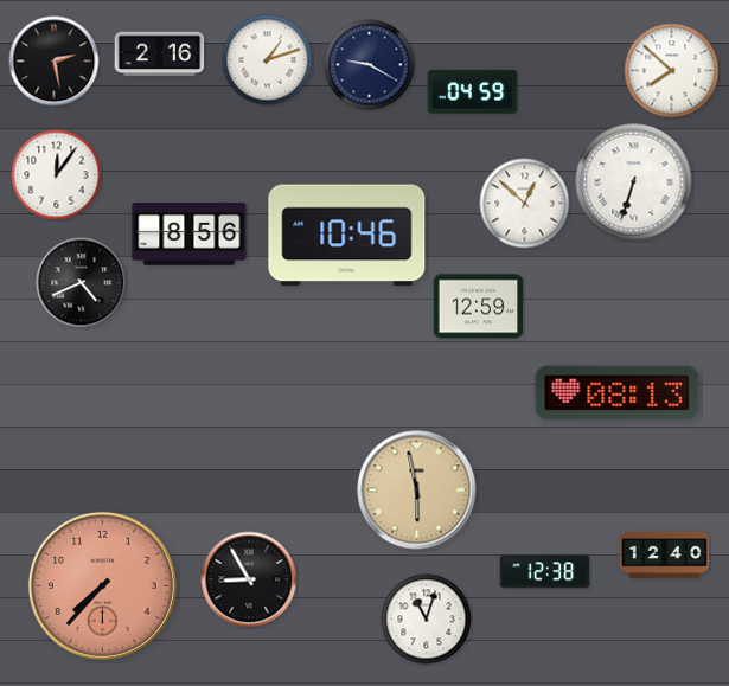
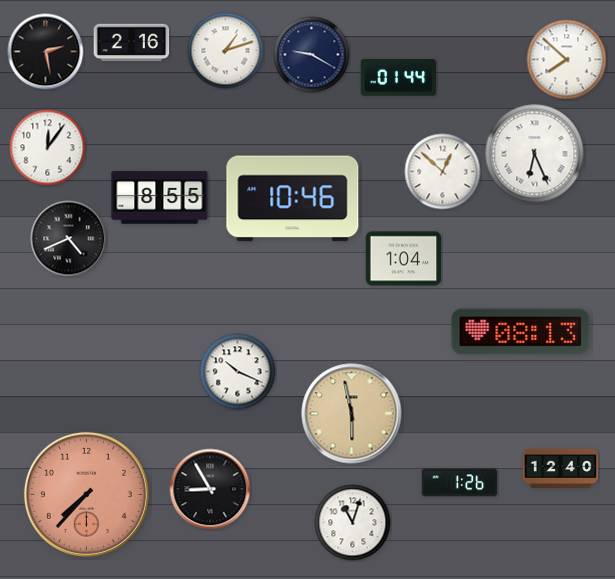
clock at (160, 55) position: (160, 55) -> (132, 43)
clock at (473, 92): 04:59 -> 01:44
clock at (634, 182): 6:33 -> 6:26
clock at (190, 235): 8:56 -> 8:55
clock at (479, 307): 12:59 -> 1:04
clock at (238, 372): none -> 10:19
clock at (545, 572): 12:38 -> 1:26
clock at (427, 620) position: (427, 620) -> (353, 523)
